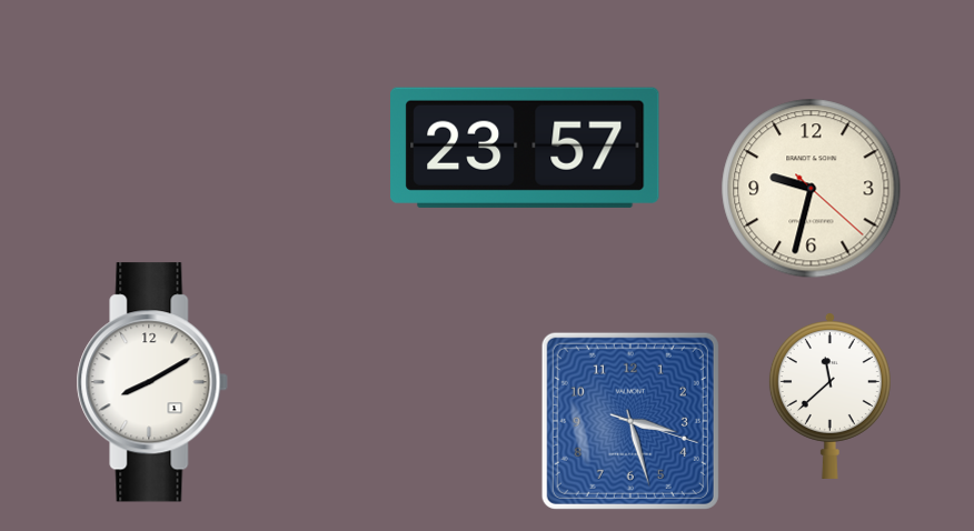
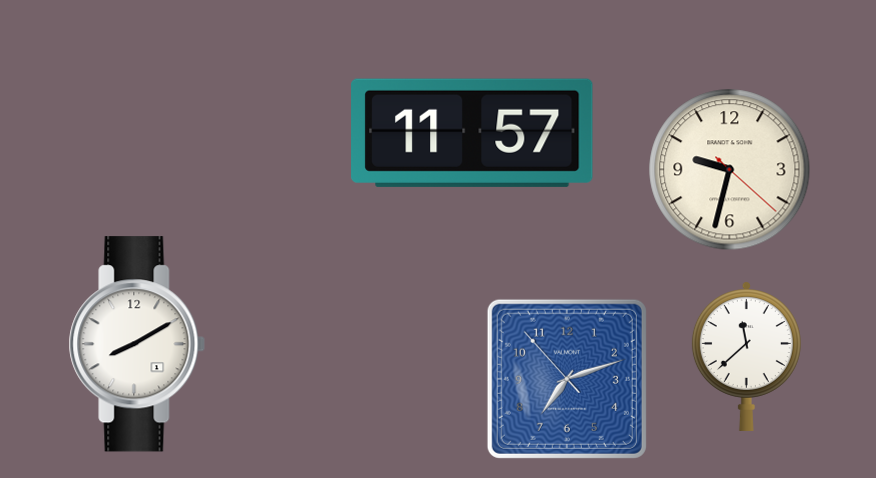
clock at (525, 148): 23:57 -> 11:57
clock at (630, 421): 3:27 -> 7:11
